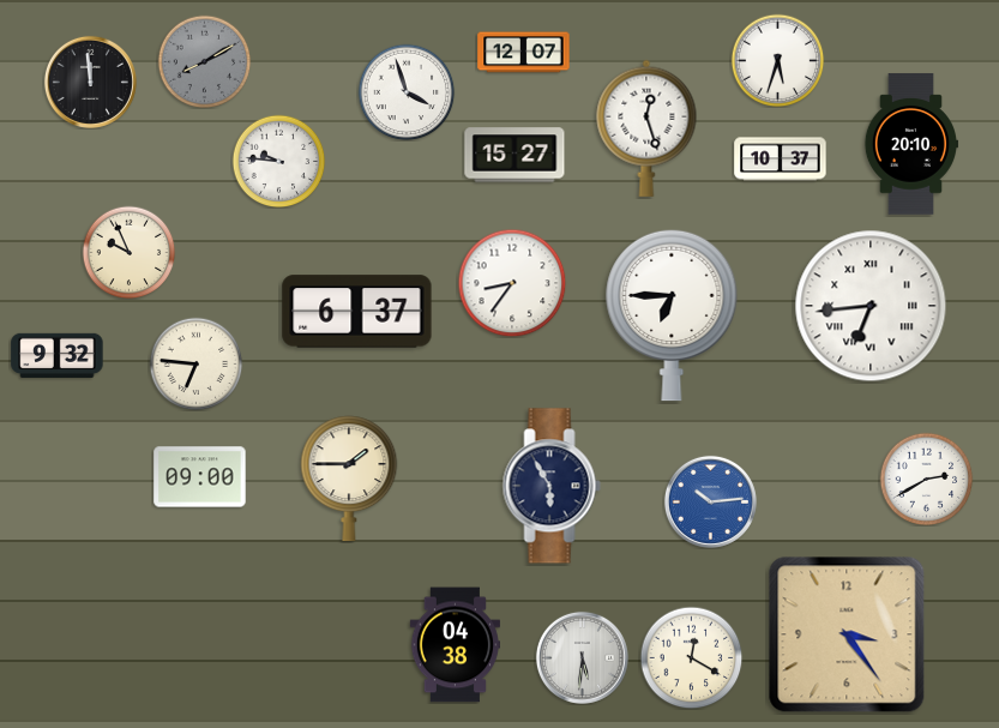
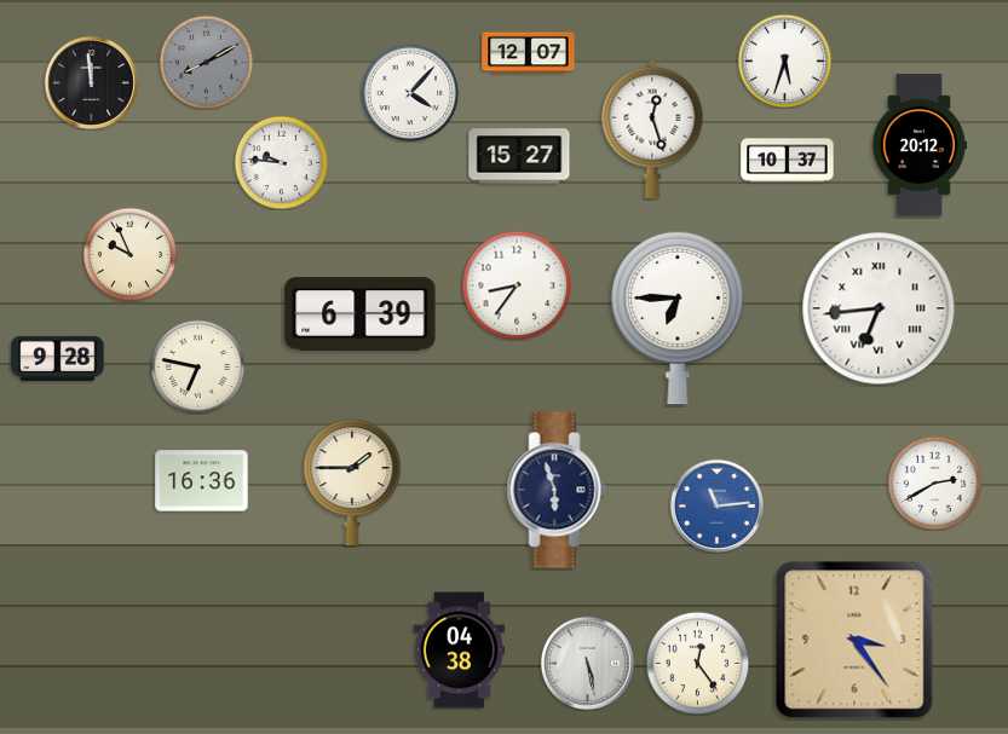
clock at (407, 92): 3:57 -> 4:07
clock at (910, 144): 20:10 -> 20:12
clock at (357, 312): 6:37 -> 6:39
clock at (58, 355): 9:32 -> 9:28
clock at (195, 363): 6:46 -> 6:47
clock at (200, 477): 09:00 -> 16:36
clock at (552, 486): 5:55 -> 5:57
clock at (710, 501): 10:14 -> 11:14
clock at (582, 657): 5:31 -> 5:28
clock at (691, 657): 12:20 -> 12:24
